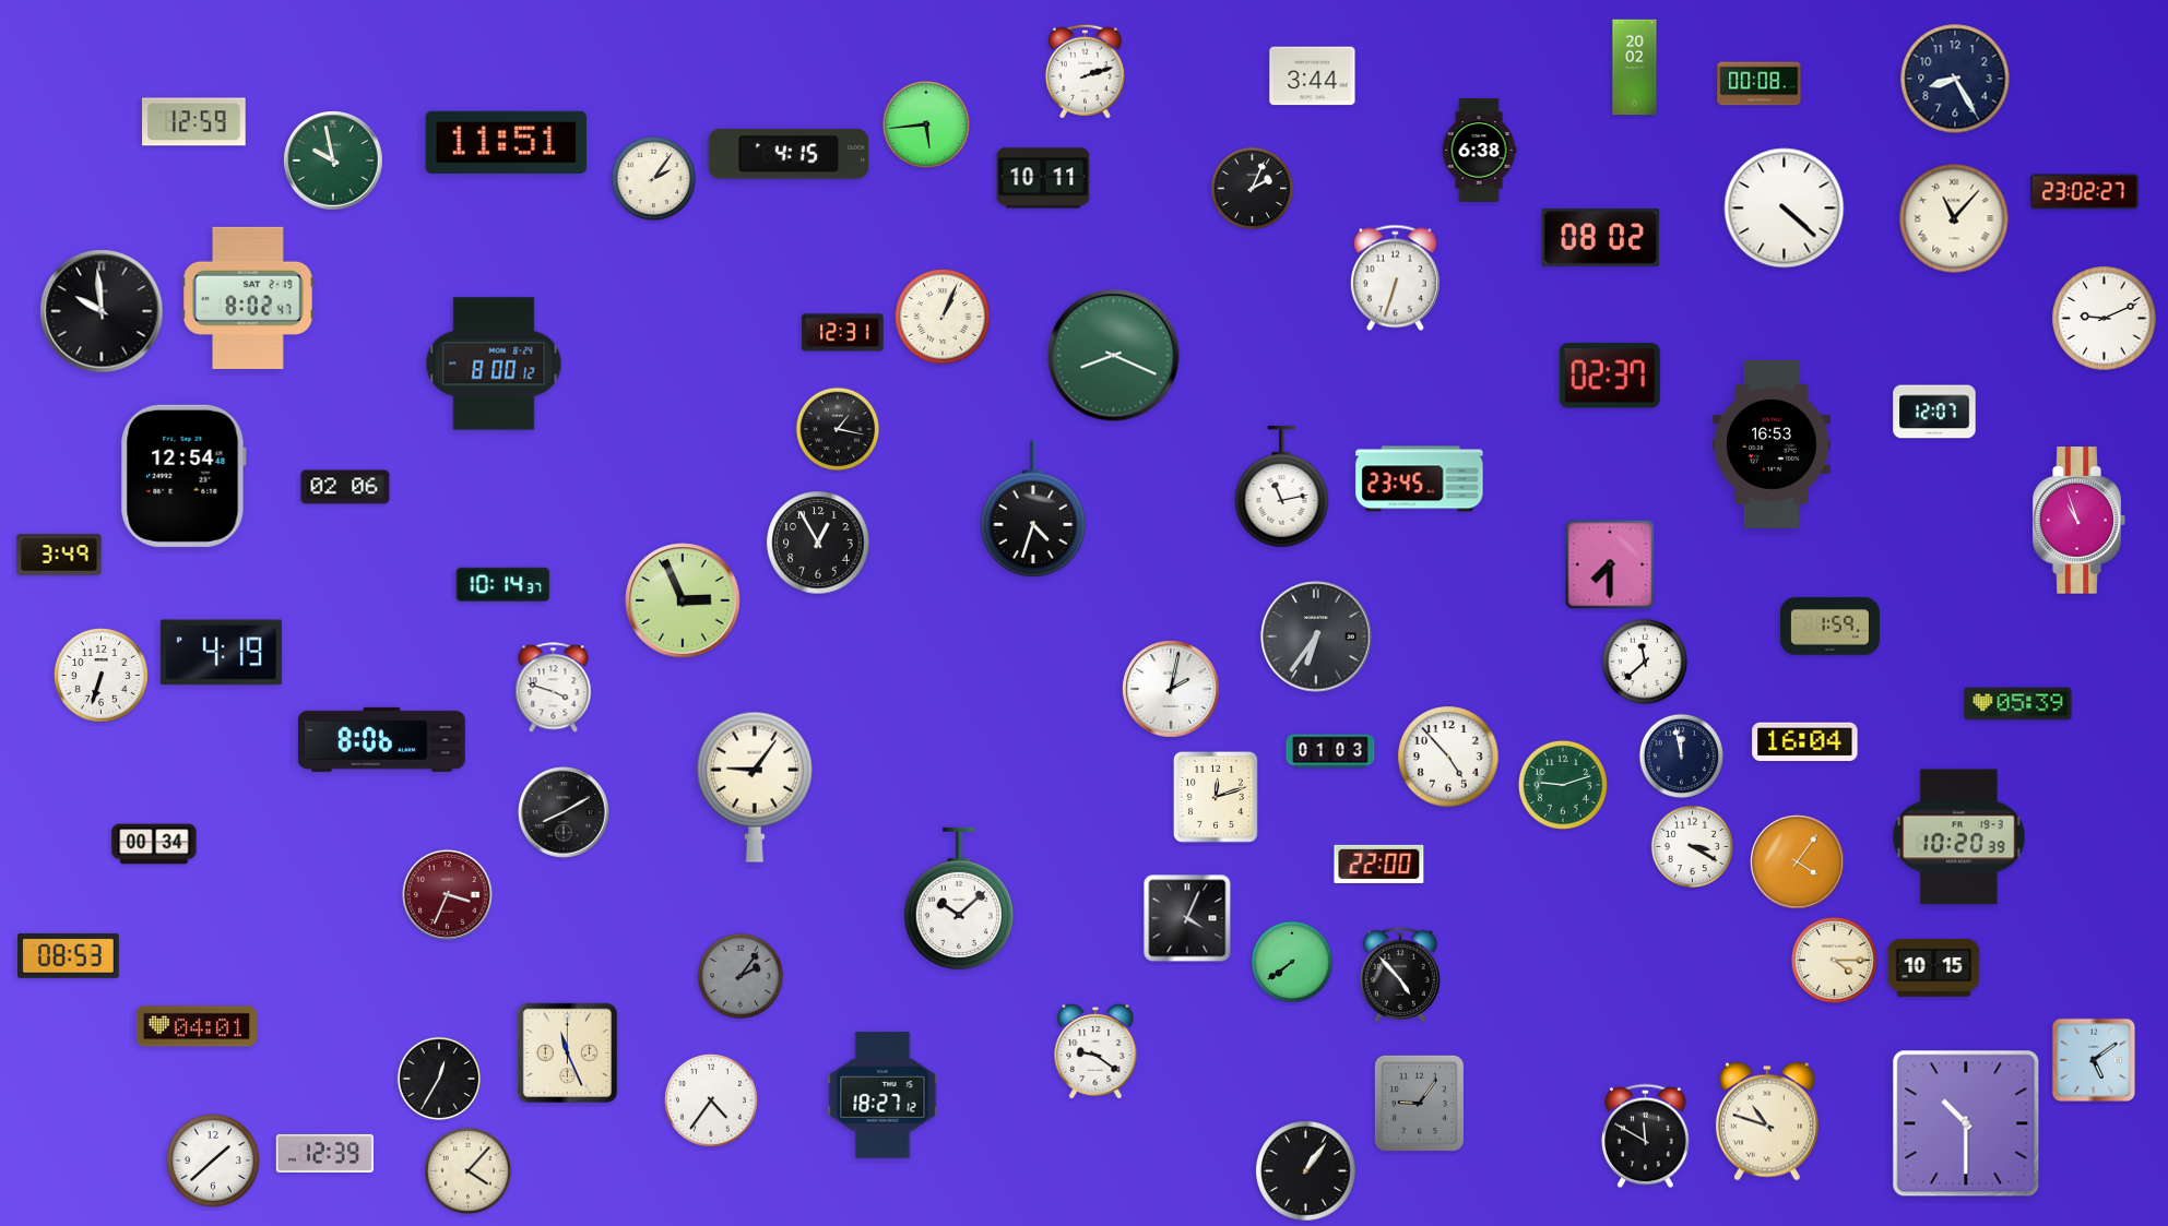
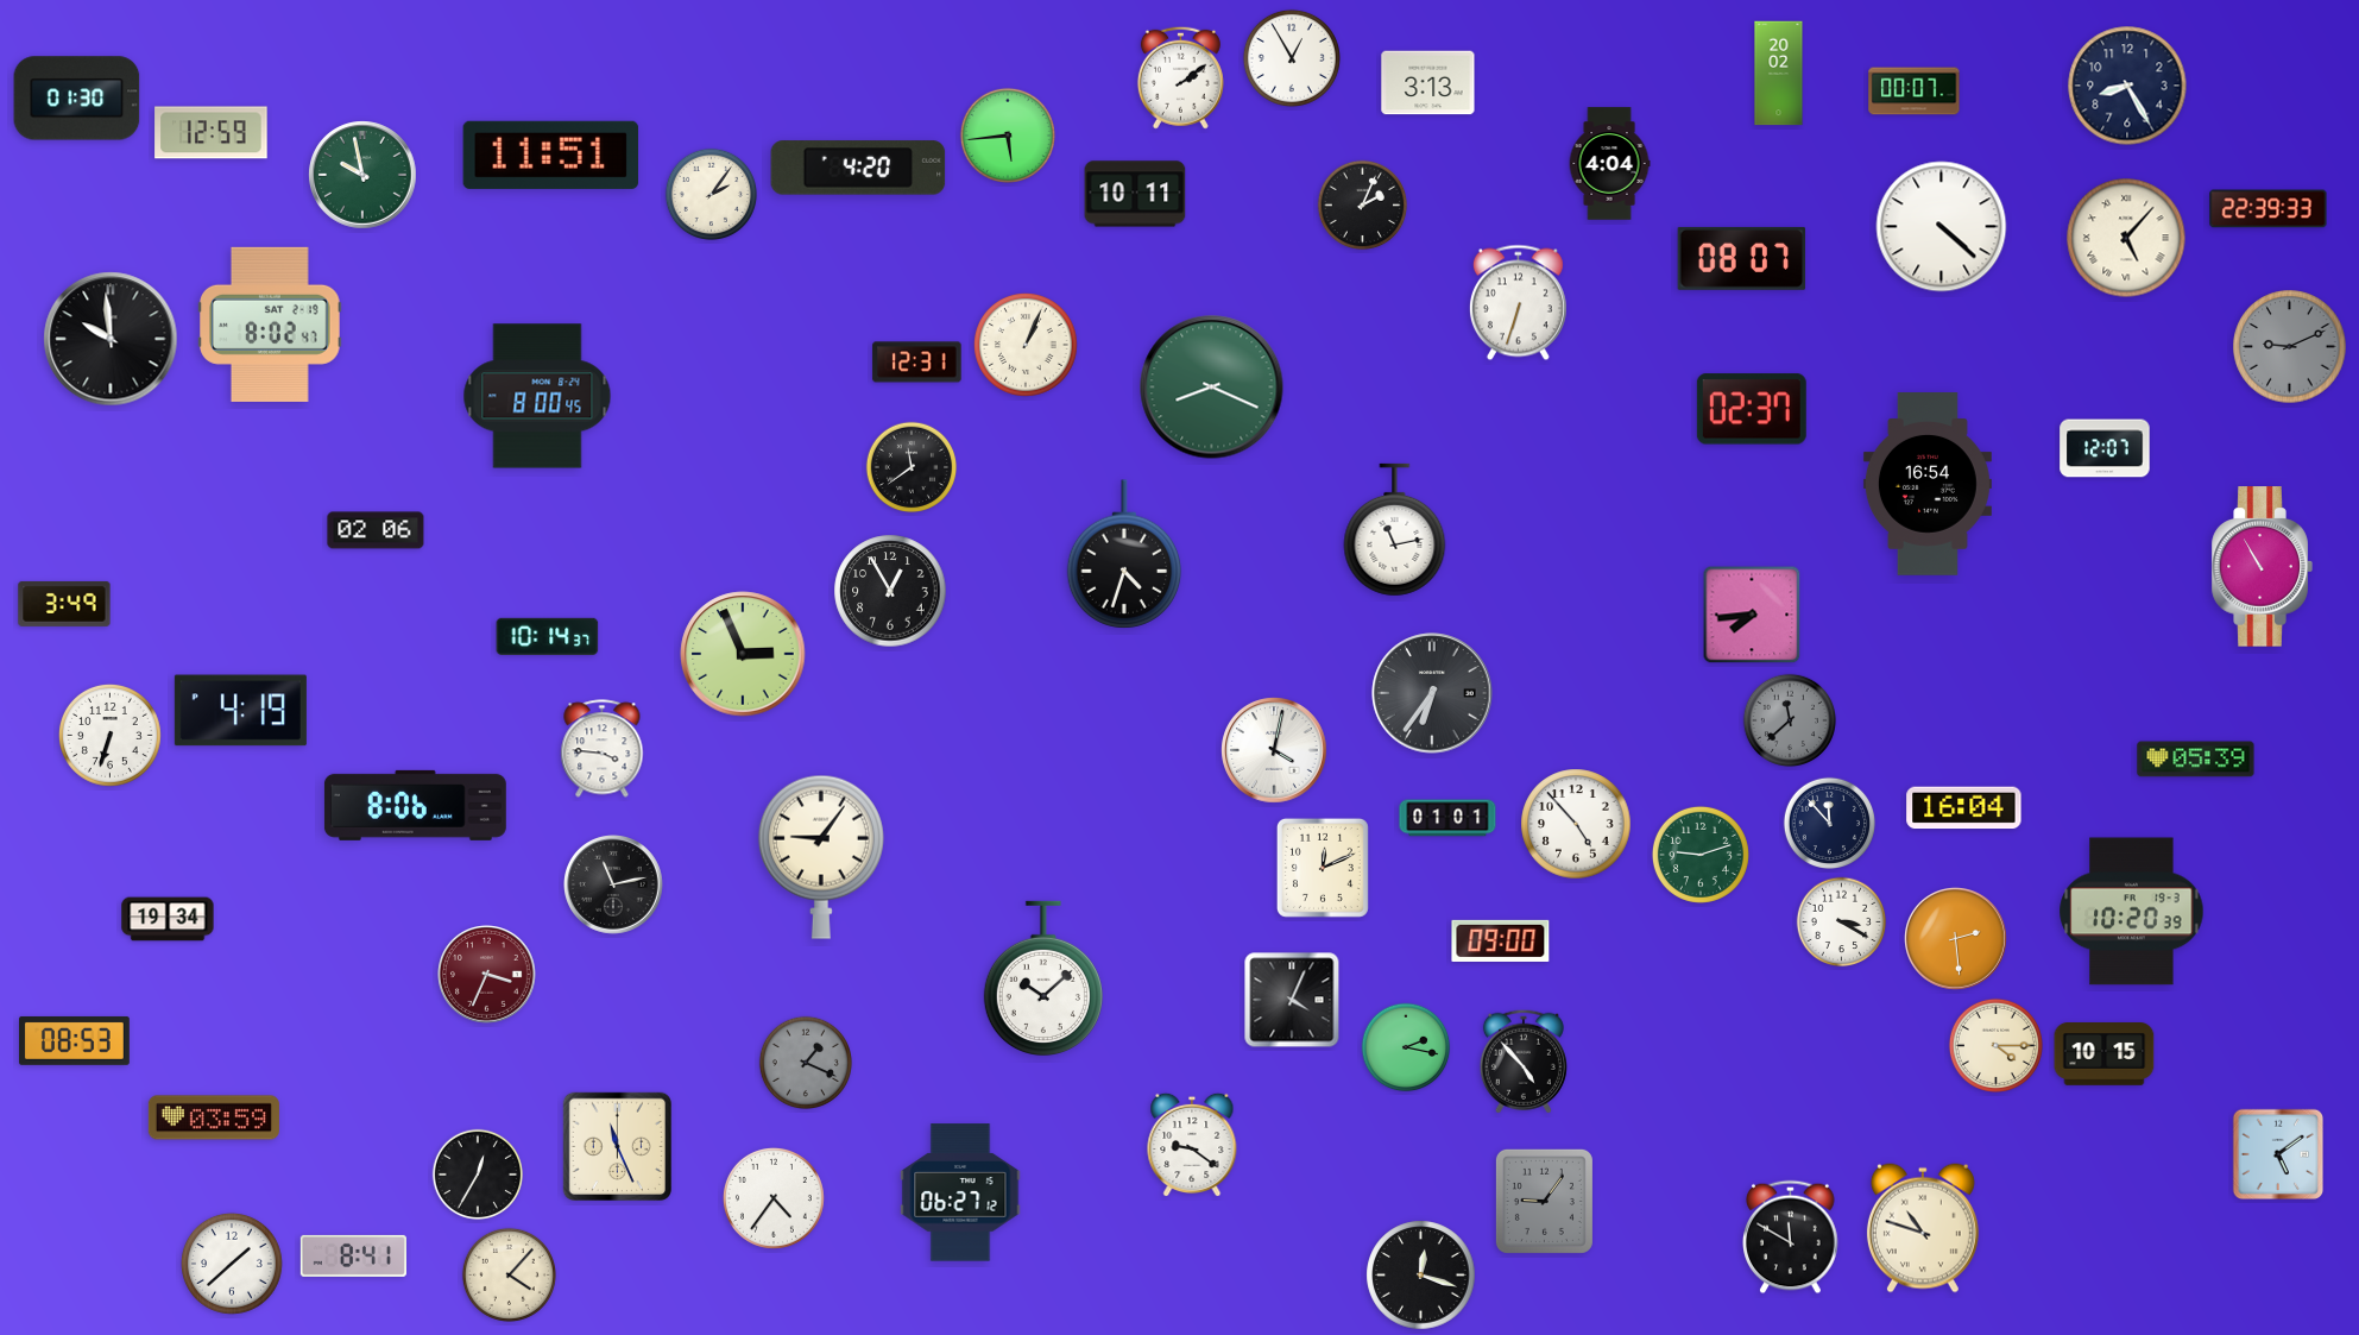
clock at (1292, 58): none -> 12:55
clock at (1085, 71): 2:12 -> 2:09
clock at (1313, 76): 3:44 -> 3:13
clock at (1760, 84): 00:08 -> 00:07
clock at (77, 99): none -> 01:30
clock at (1479, 151): 6:38 -> 4:04
clock at (789, 154): 4:15 -> 4:20
clock at (2085, 192): 23:02 -> 22:39
clock at (1954, 218): 11:07 -> 5:07
clock at (1601, 237): 08:02 -> 08:07
clock at (2105, 319) dial: white -> grey
clock at (494, 364): 8:00:12 -> 8:00:45
clock at (838, 429): 1:17 -> 11:39
clock at (1772, 445): 16:53 -> 16:54
clock at (183, 476): 12:54 -> none
clock at (1420, 479): 23:45 -> none
clock at (2078, 521): 10:57 -> 10:55
clock at (1610, 564): 7:30 -> 7:44
clock at (1829, 627): 1:59 -> none
clock at (1644, 660) dial: white -> grey
clock at (554, 688): 3:48 -> 3:46
clock at (1171, 689): 2:02 -> 4:02
clock at (2018, 704) position: (2018, 704) -> (2196, 760)
clock at (1330, 751): 01:03 -> 01:01
clock at (1681, 755): 11:58 -> 11:53
clock at (1216, 797): 12:12 -> 12:11
clock at (565, 813): 8:10 -> 11:13
clock at (154, 844): 00:34 -> 19:34
clock at (1798, 862): 4:06 -> 2:29
clock at (1379, 864): 22:00 -> 09:00
clock at (1292, 962): 7:39 -> 2:17
clock at (739, 975): 2:06 -> 1:19
clock at (197, 1026): 04:01 -> 03:59
clock at (882, 1095): 18:27 -> 06:27
clock at (1767, 1121) position: (1767, 1121) -> (1923, 1228)
clock at (1966, 1123): 10:30 -> none
clock at (324, 1153): 12:39 -> 8:41
clock at (1306, 1171): 1:06 -> 12:18
